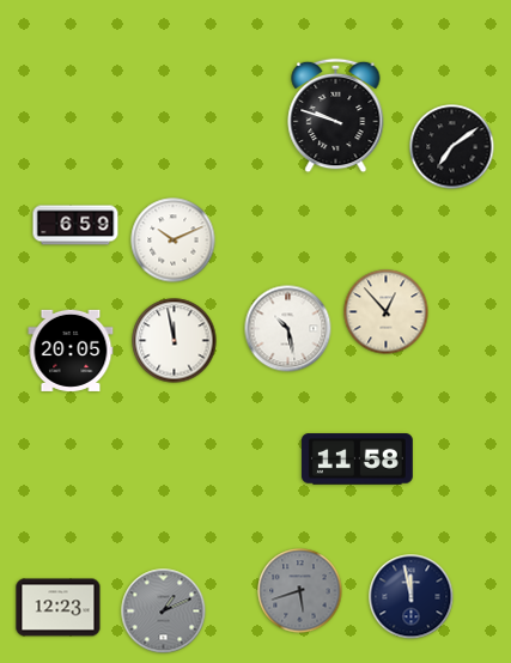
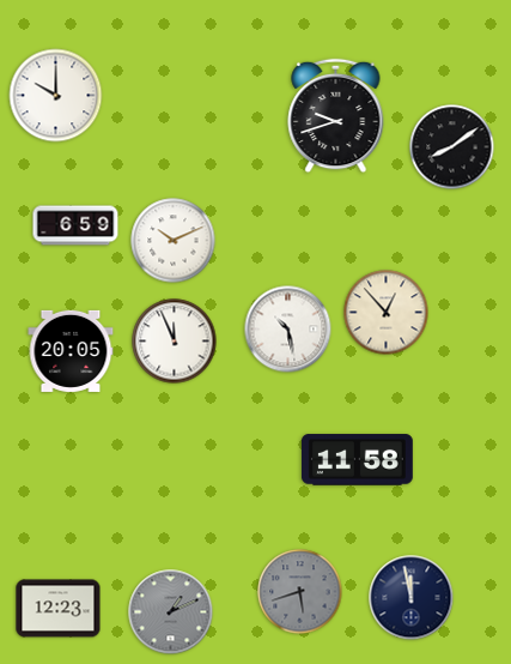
clock at (56, 96): none -> 10:00
clock at (336, 116): 9:48 -> 9:42
clock at (452, 147): 7:09 -> 8:09
clock at (175, 341): 11:58 -> 11:56
clock at (164, 612) position: (164, 612) -> (171, 612)
